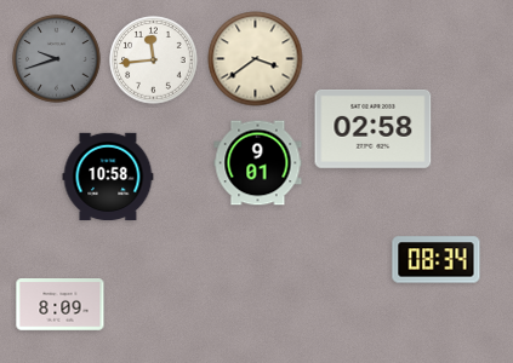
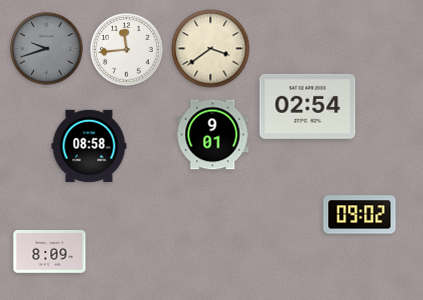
clock at (374, 128): 02:58 -> 02:54
clock at (108, 177): 10:58 -> 08:58
clock at (437, 260): 08:34 -> 09:02
